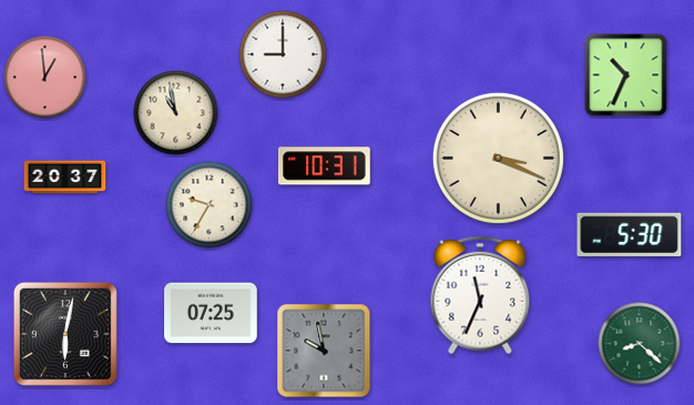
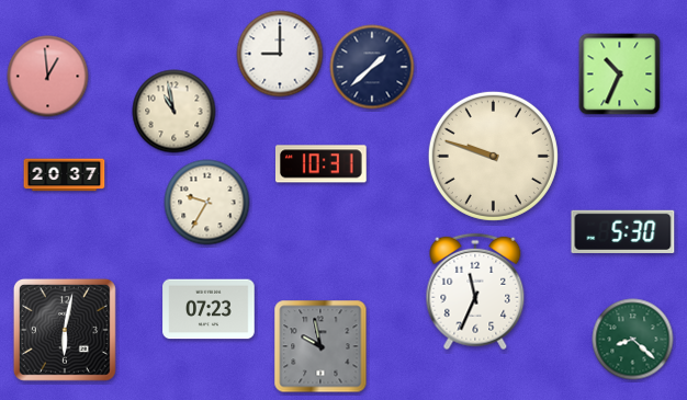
clock at (372, 67): none -> 1:38
clock at (45, 78) position: (45, 78) -> (48, 77)
clock at (498, 158): 3:19 -> 9:48
clock at (211, 313): 07:25 -> 07:23
